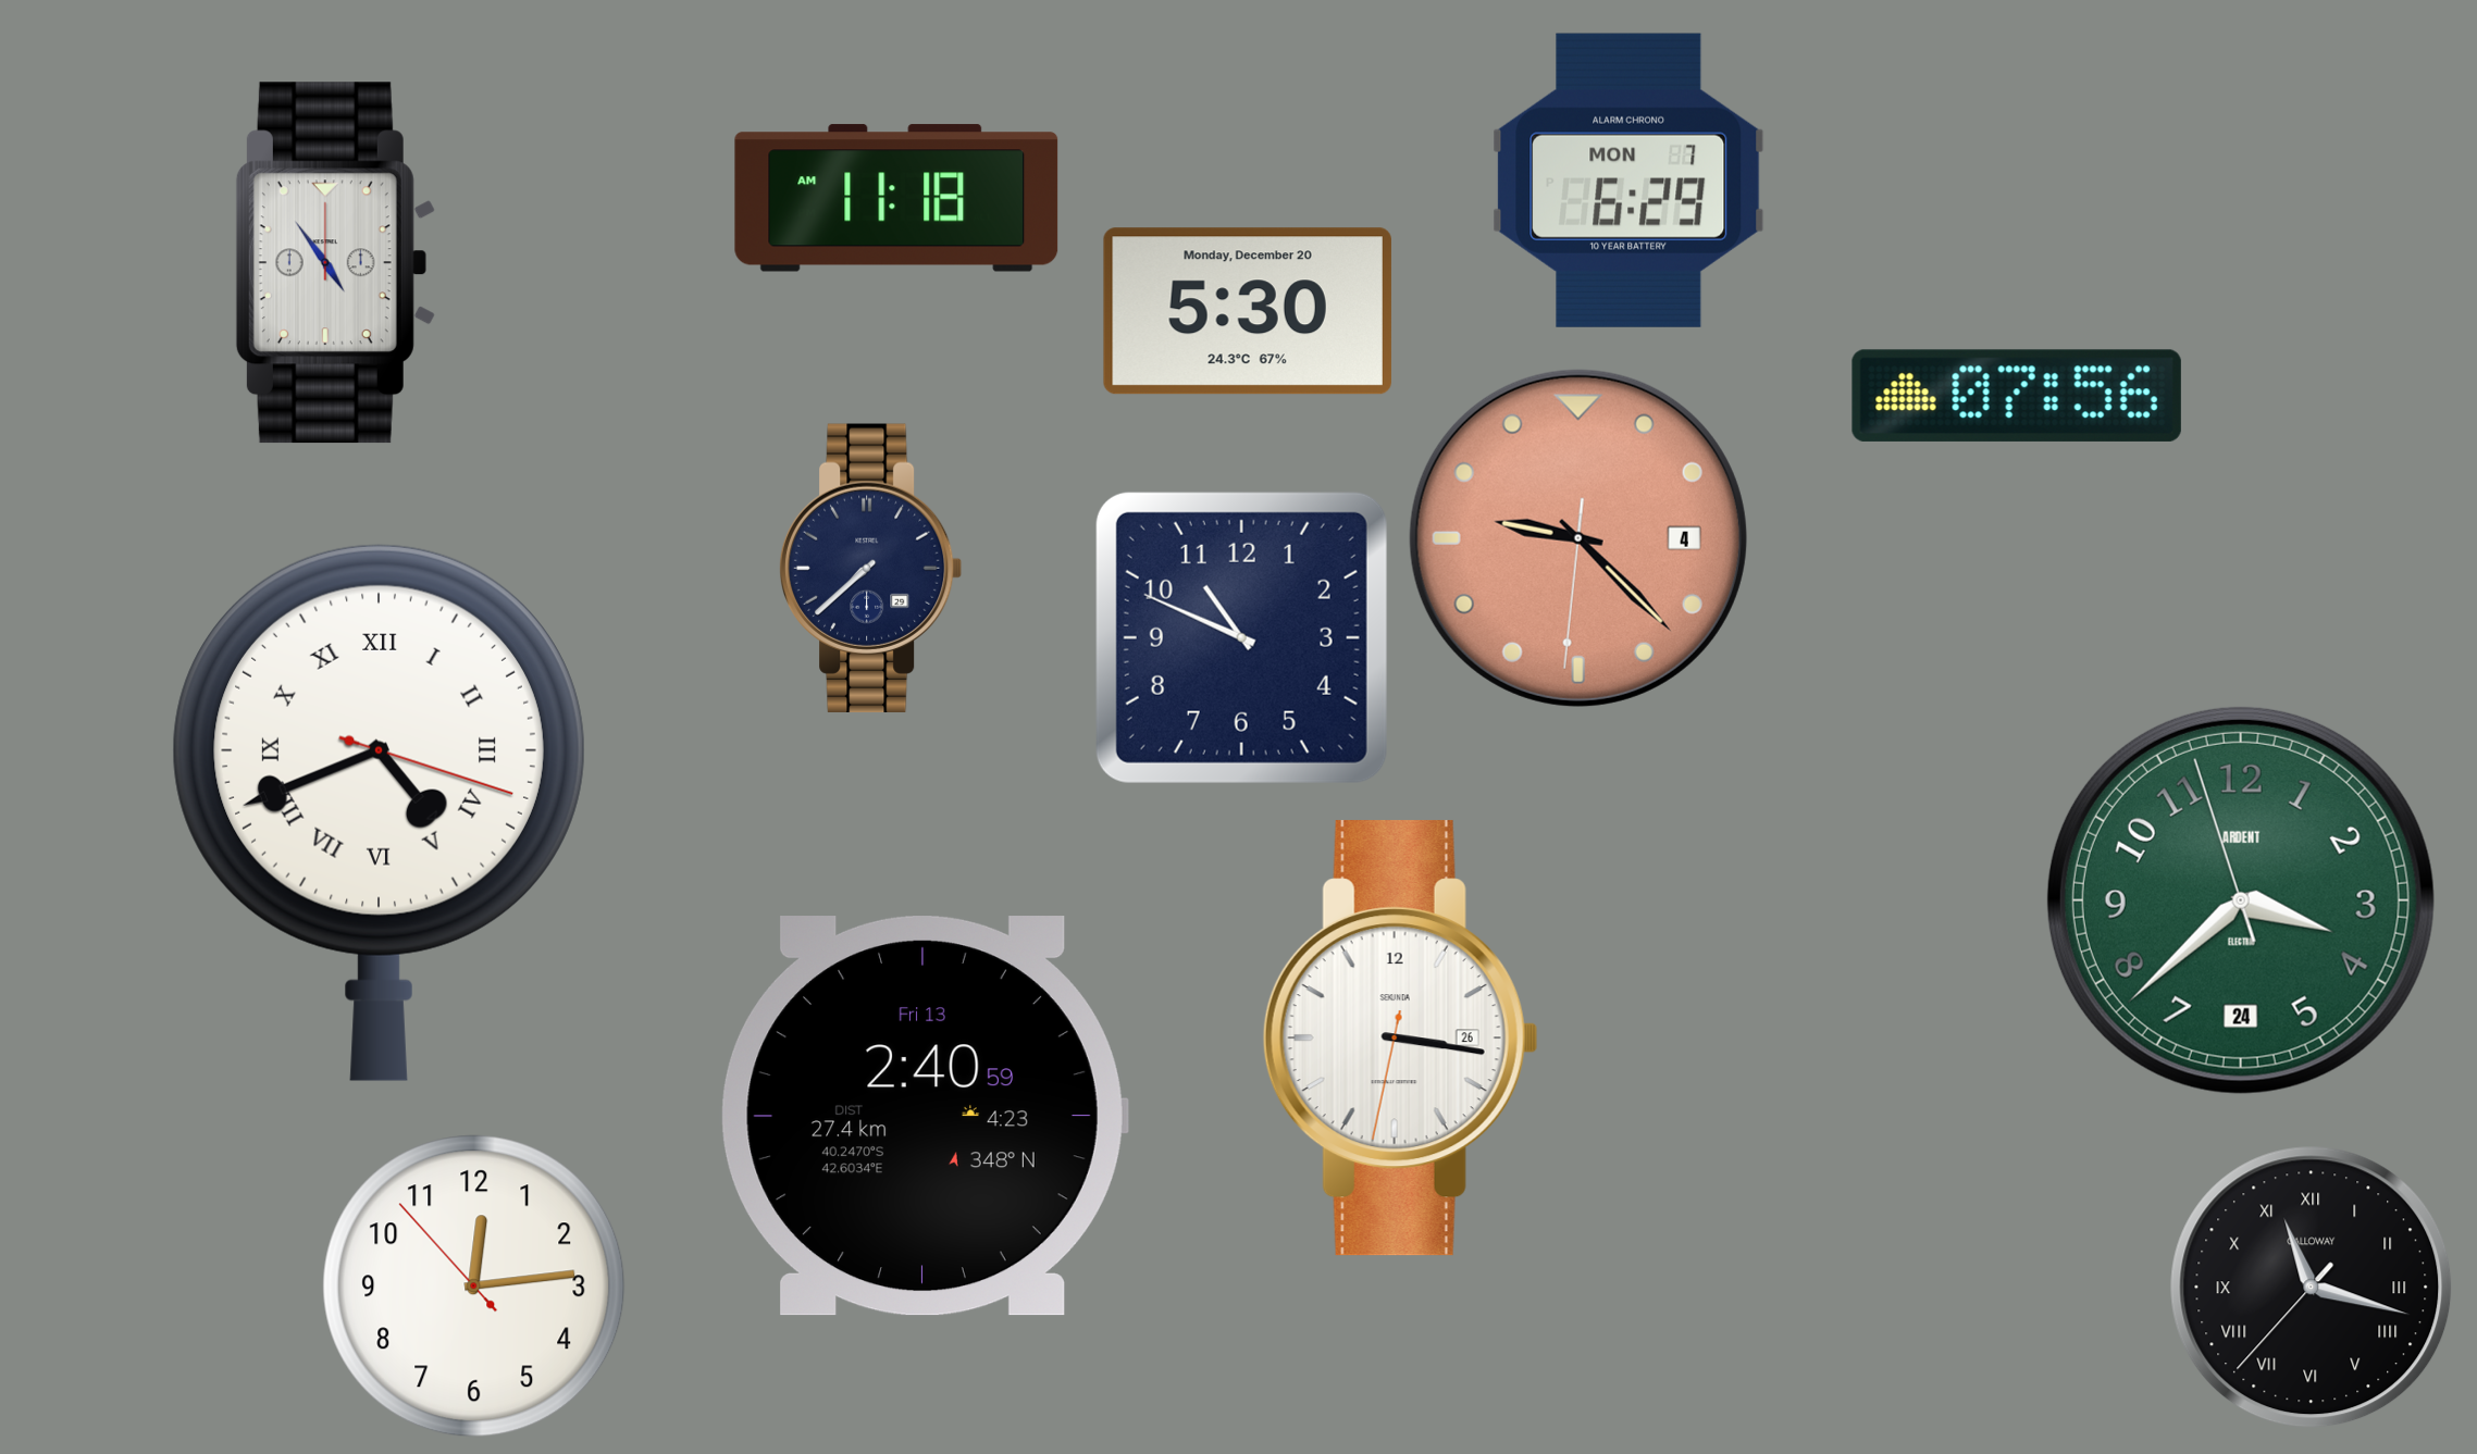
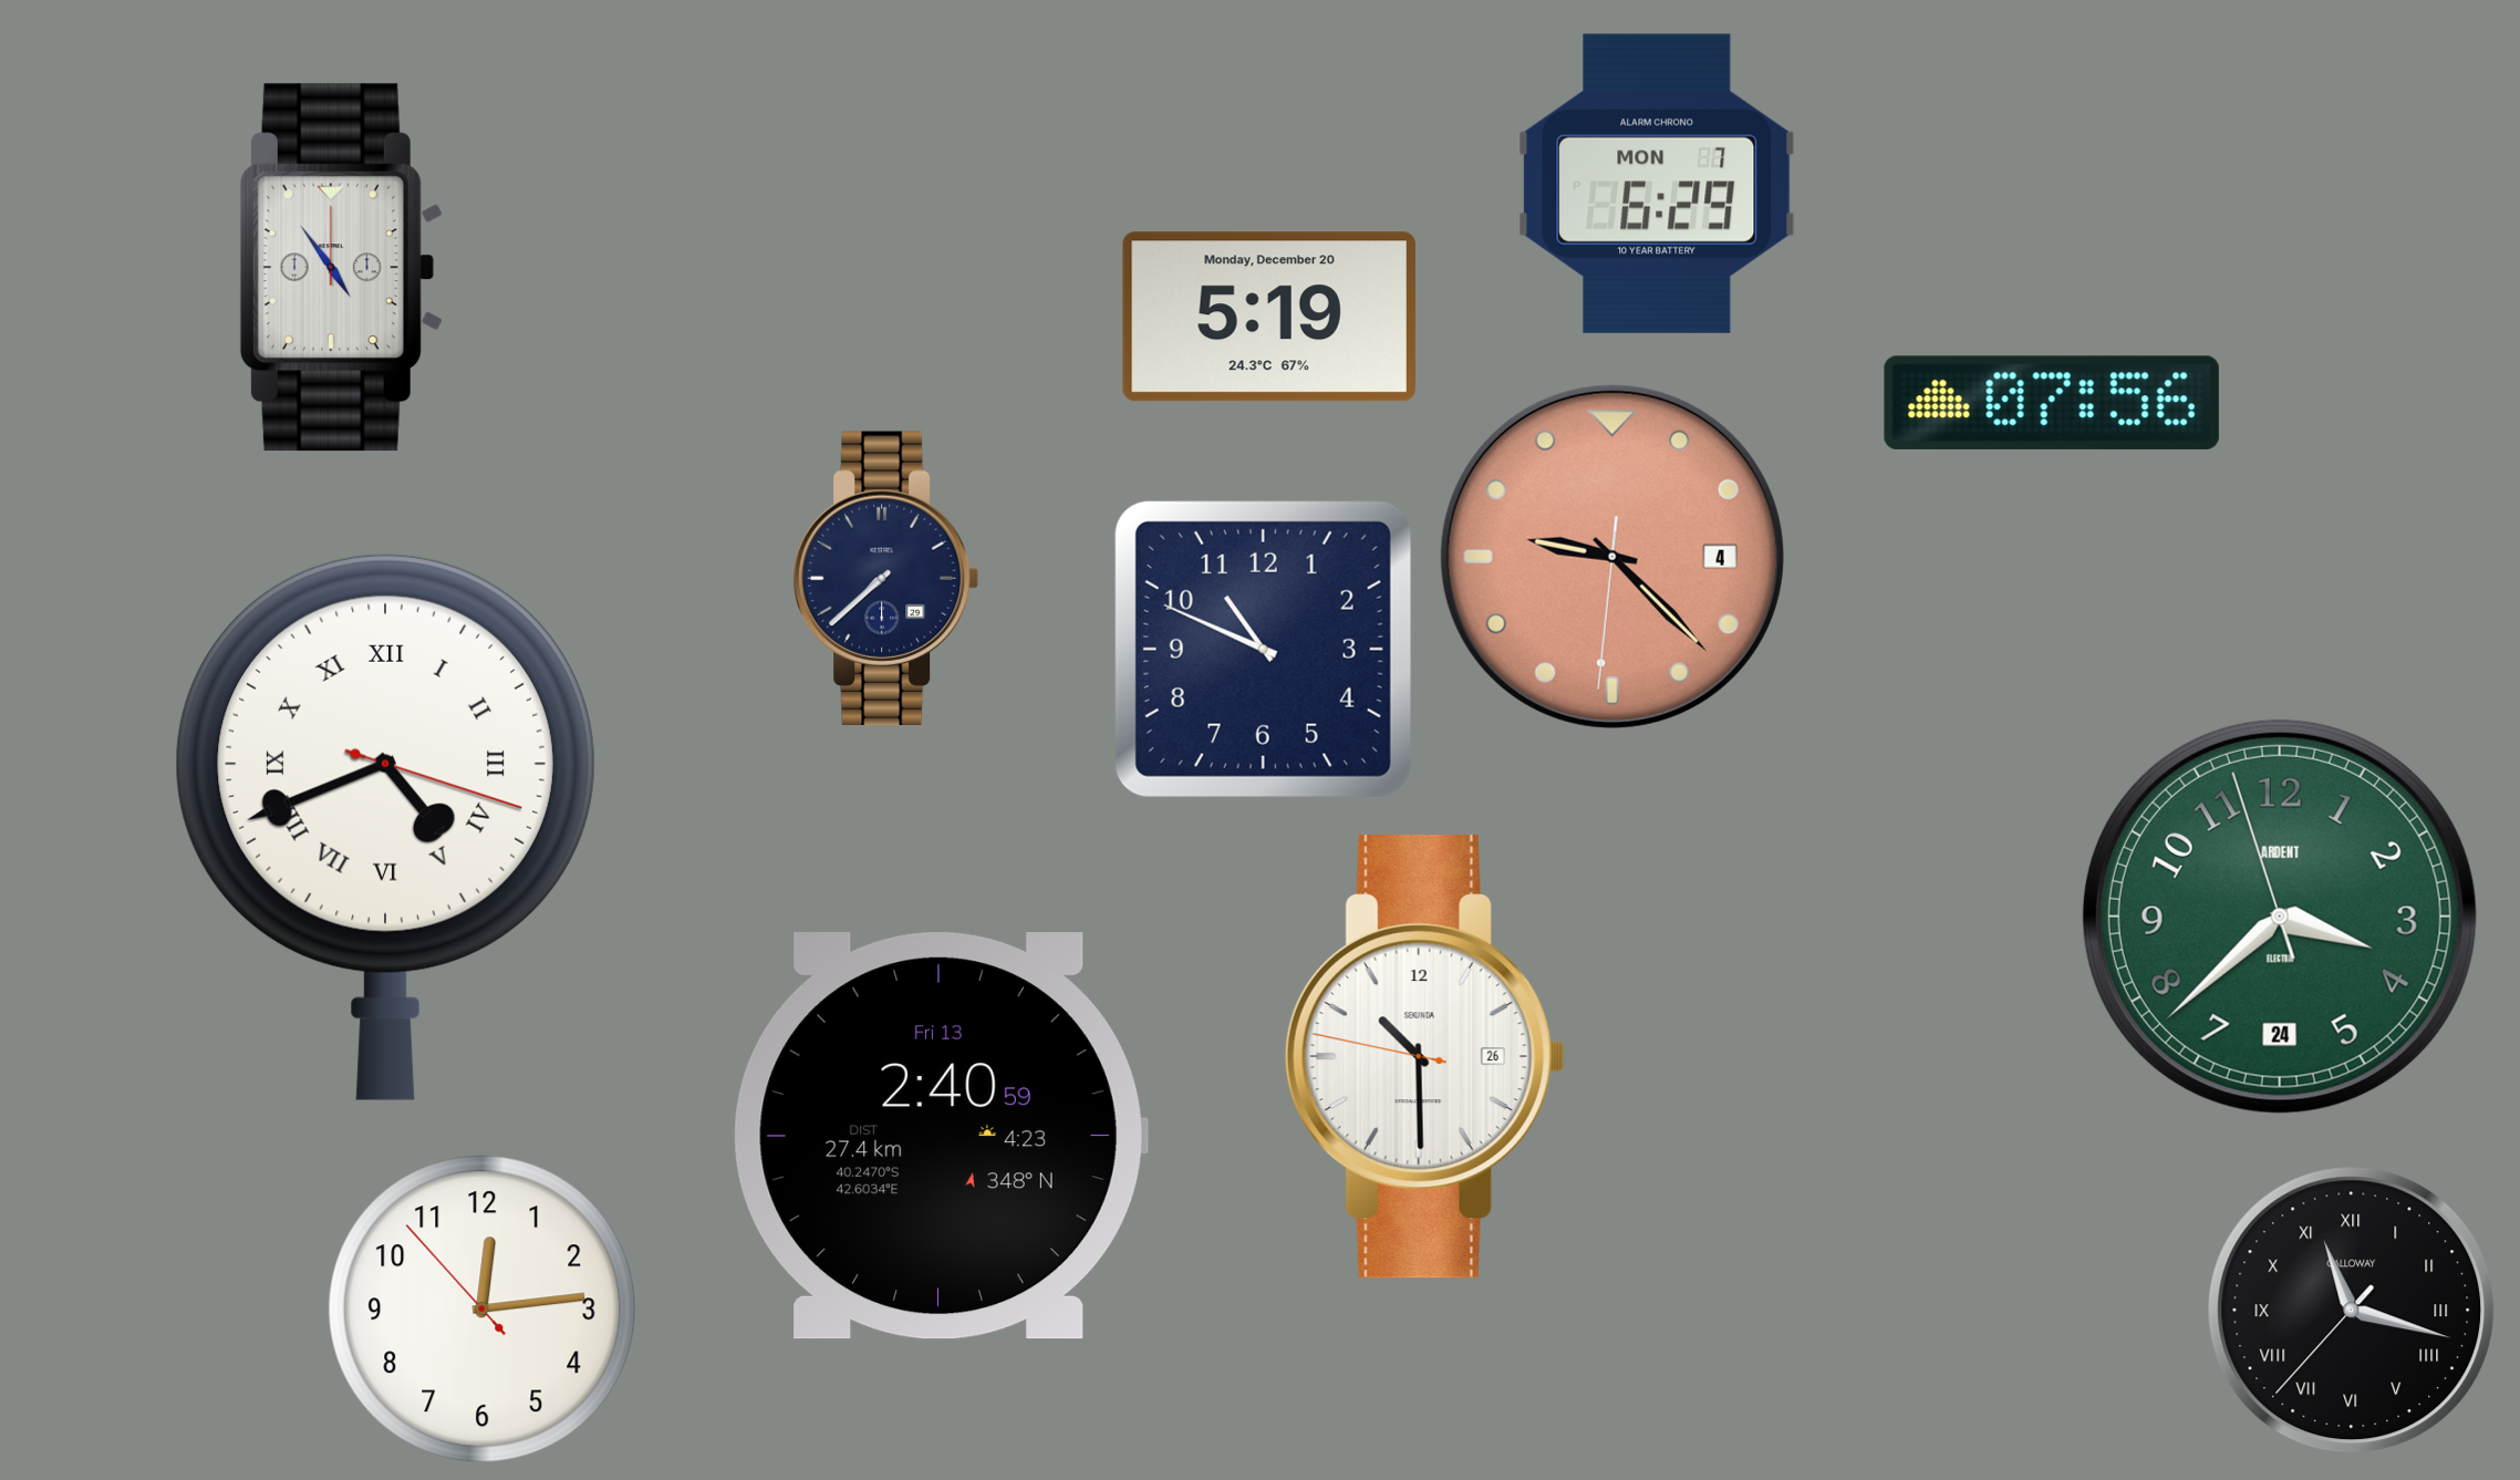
clock at (896, 198): 11:18 -> none
clock at (1248, 311): 5:30 -> 5:19
clock at (1578, 538) position: (1578, 538) -> (1612, 557)
clock at (1400, 1039): 3:16 -> 10:29
